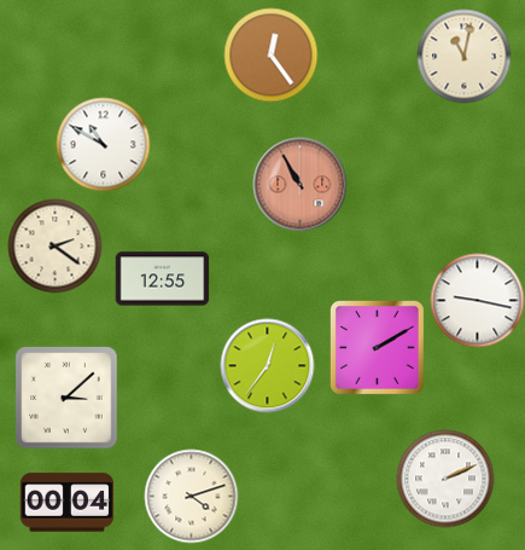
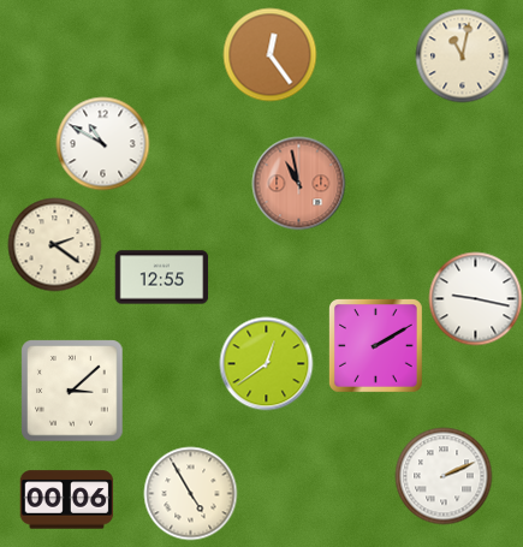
clock at (299, 184): 10:55 -> 10:58
clock at (267, 365): 12:36 -> 12:39
clock at (66, 398) position: (66, 398) -> (72, 391)
clock at (191, 496): 4:12 -> 4:55
clock at (66, 503): 00:04 -> 00:06
